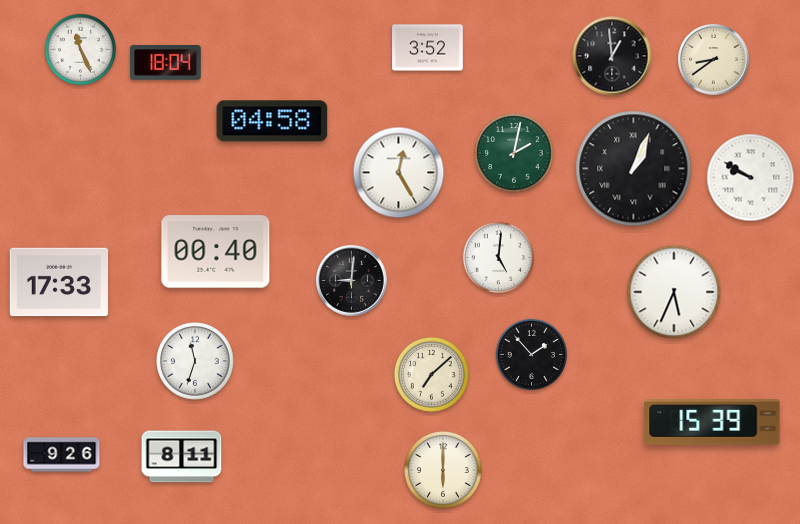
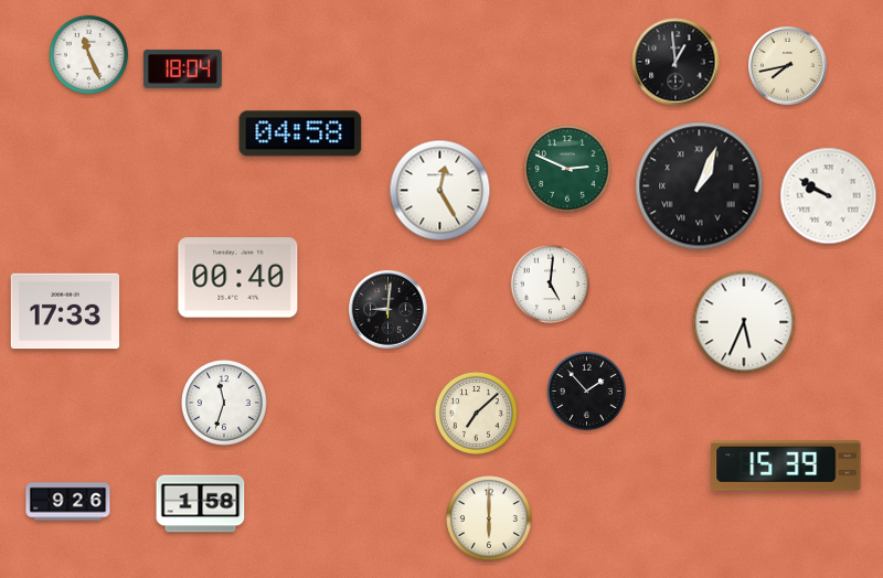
clock at (428, 48): 3:52 -> none
clock at (714, 60): 8:39 -> 7:43
clock at (514, 153): 2:02 -> 2:49
clock at (195, 361) position: (195, 361) -> (224, 403)
clock at (182, 457): 8:11 -> 1:58
